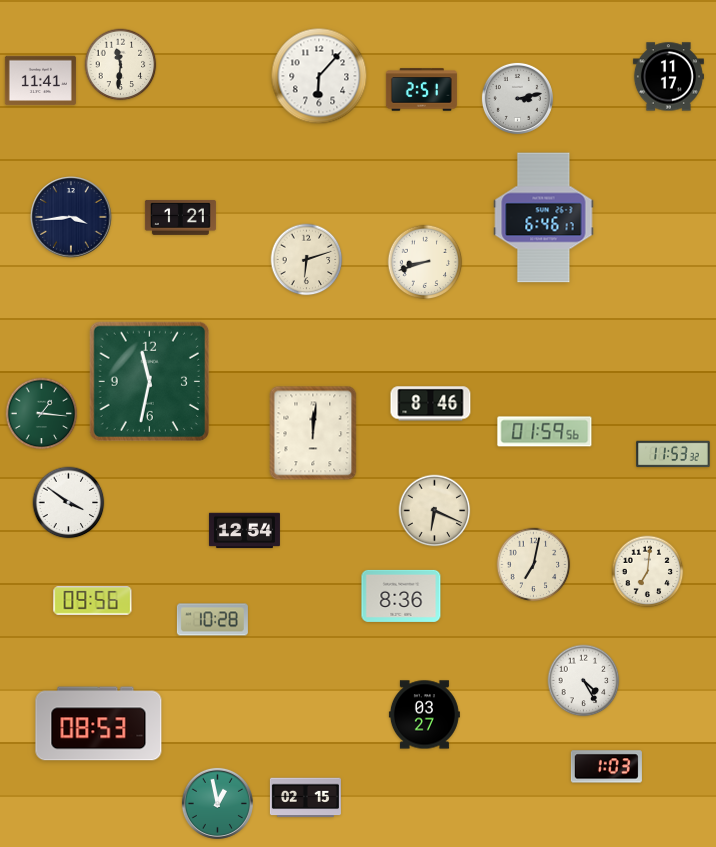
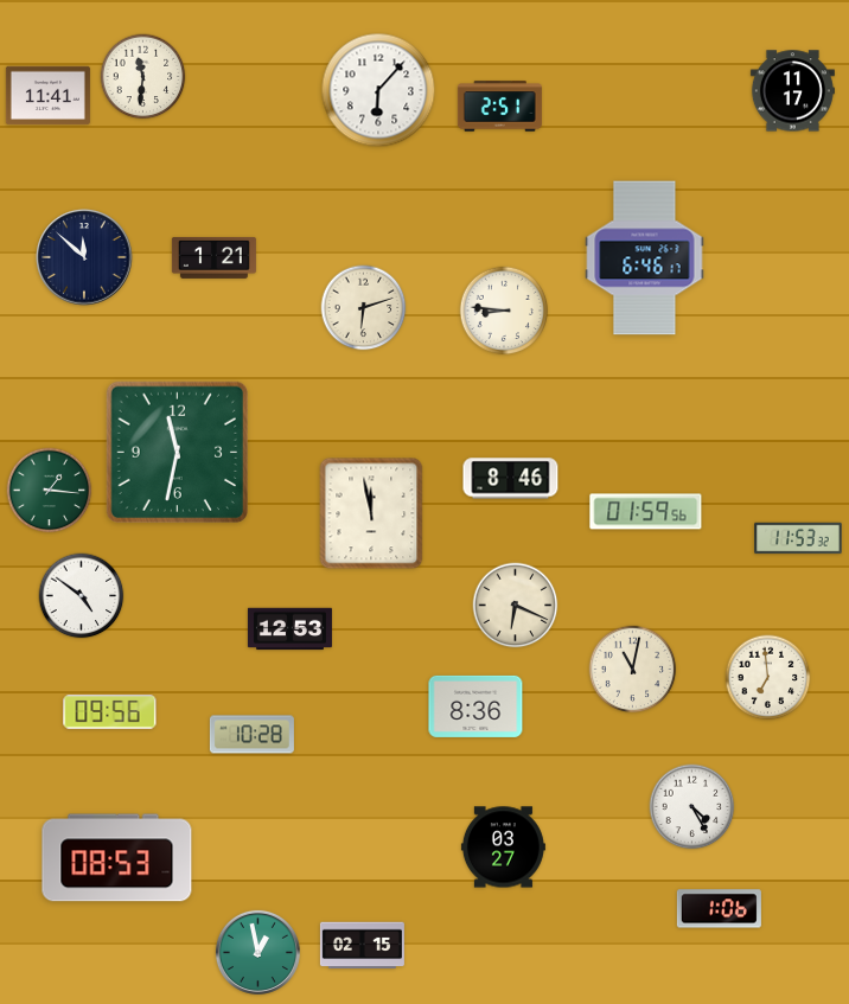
clock at (517, 98): 3:13 -> none
clock at (71, 217): 3:44 -> 11:52
clock at (425, 262): 8:42 -> 8:46
clock at (313, 433): 12:01 -> 11:58
clock at (69, 503): 3:51 -> 4:51
clock at (244, 531): 12:54 -> 12:53
clock at (534, 565): 7:02 -> 11:02
clock at (648, 572): 7:01 -> 6:59
clock at (606, 767): 1:03 -> 1:06
